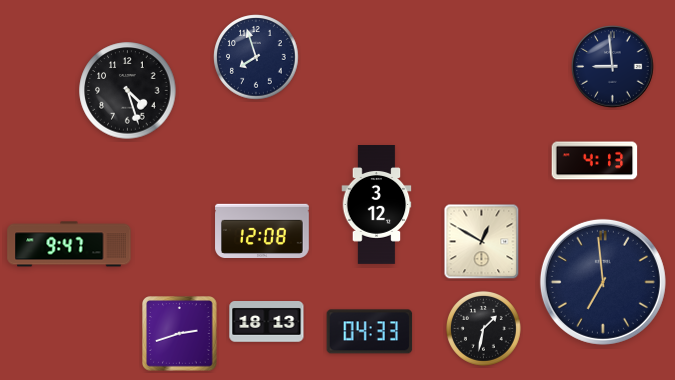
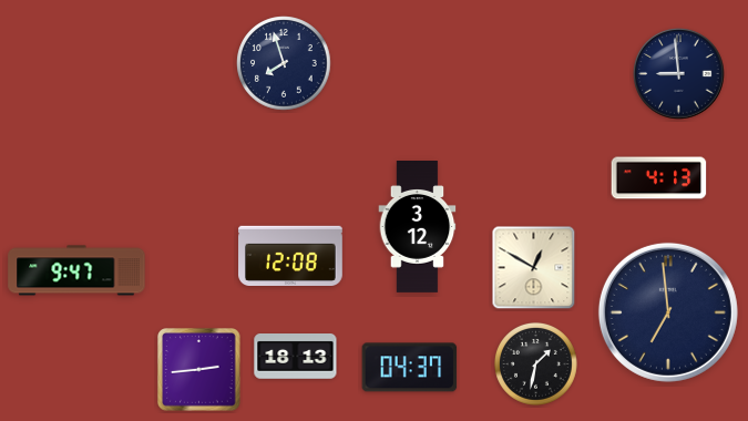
clock at (128, 91): 4:27 -> none
clock at (370, 332): 04:33 -> 04:37
clock at (180, 334): 2:42 -> 2:44
